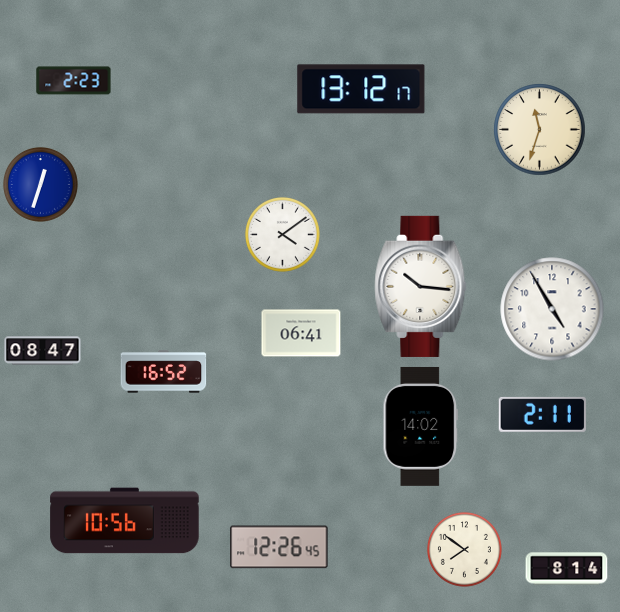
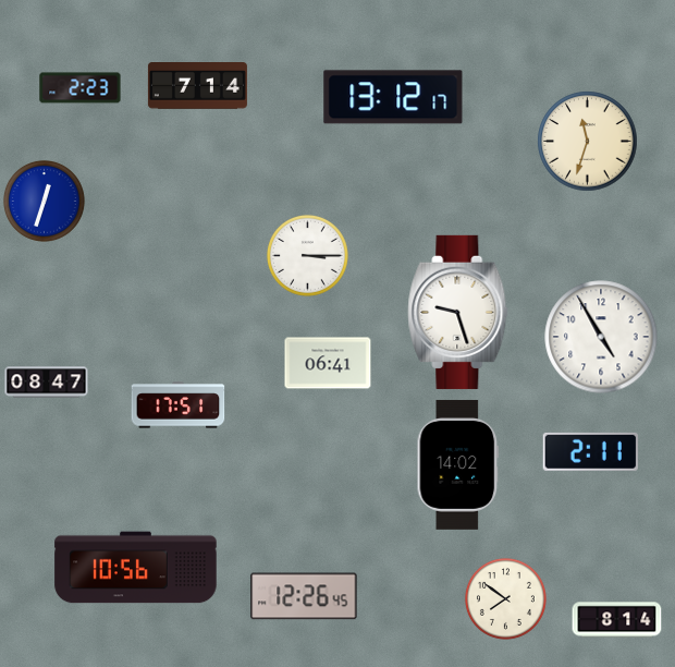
clock at (197, 86): none -> 7:14
clock at (282, 234): 4:09 -> 3:15
clock at (421, 286): 10:16 -> 9:27
clock at (164, 372): 16:52 -> 17:51
